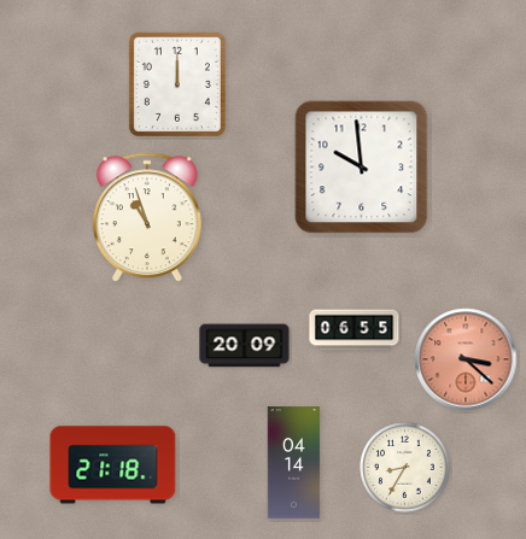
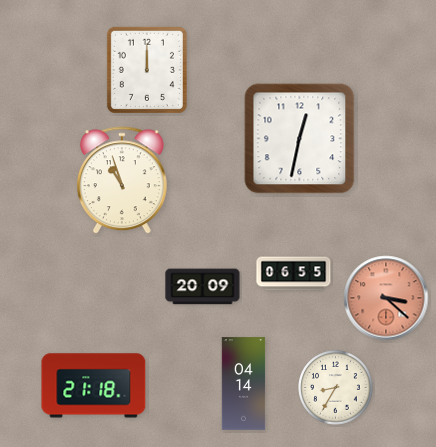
clock at (362, 168): 9:59 -> 12:32
